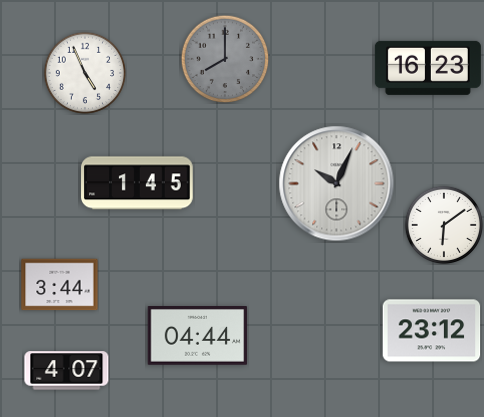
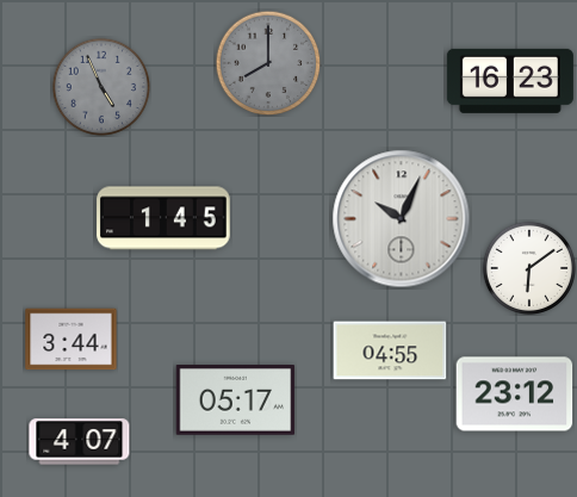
clock at (225, 59) position: (225, 59) -> (268, 63)
clock at (85, 73) dial: white -> grey
clock at (390, 350): none -> 04:55
clock at (198, 336): 04:44 -> 05:17
